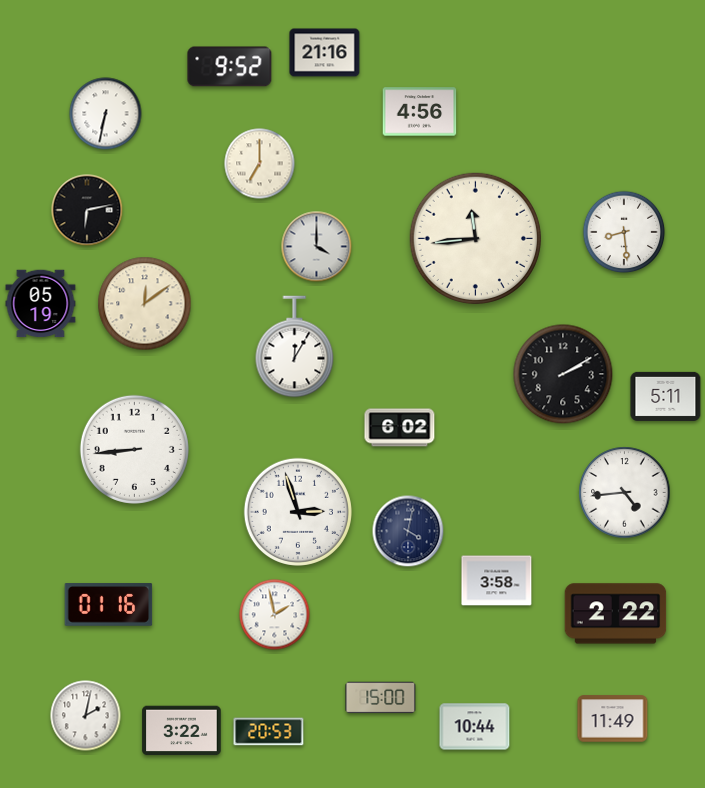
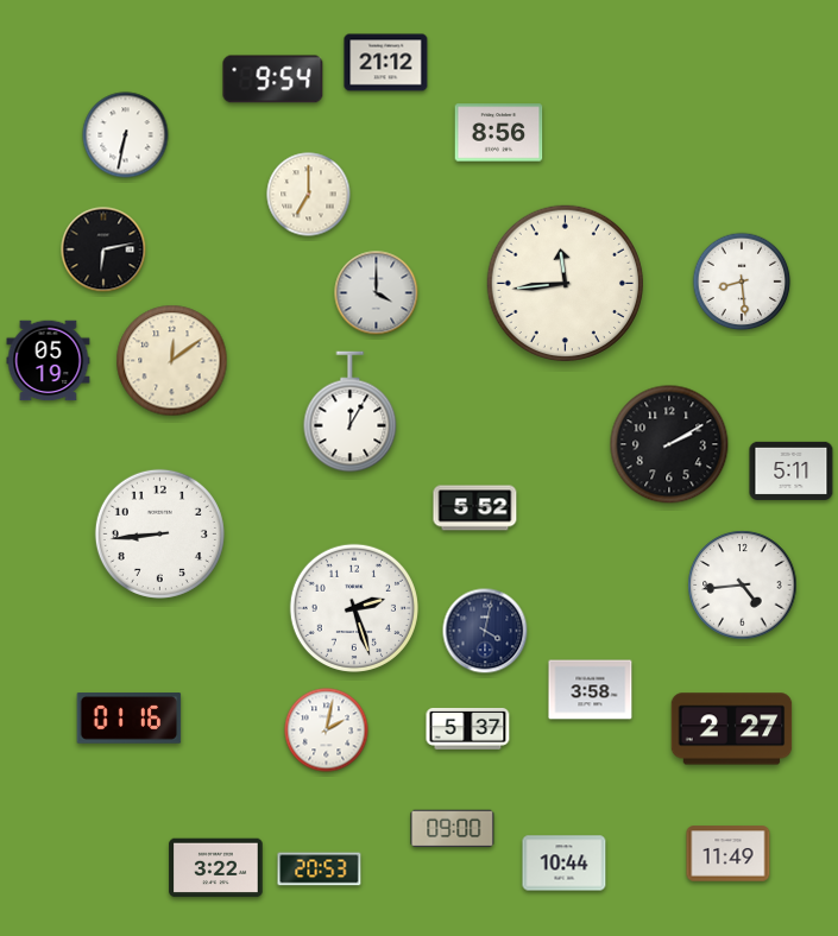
clock at (325, 53): 21:16 -> 21:12
clock at (230, 67): 9:52 -> 9:54
clock at (420, 112): 4:56 -> 8:56
clock at (624, 232) position: (624, 232) -> (742, 282)
clock at (400, 428): 6:02 -> 5:52
clock at (298, 512): 2:57 -> 2:27
clock at (468, 728): none -> 5:37
clock at (616, 614): 2:22 -> 2:27
clock at (275, 615): 1:58 -> 2:02
clock at (381, 698): 15:00 -> 09:00
clock at (86, 716): 2:02 -> none
